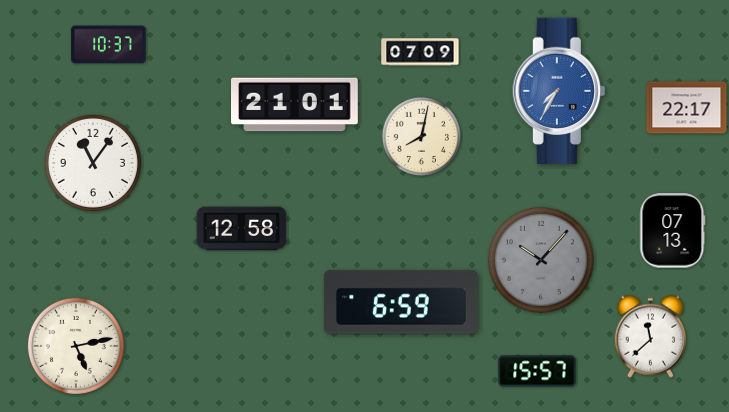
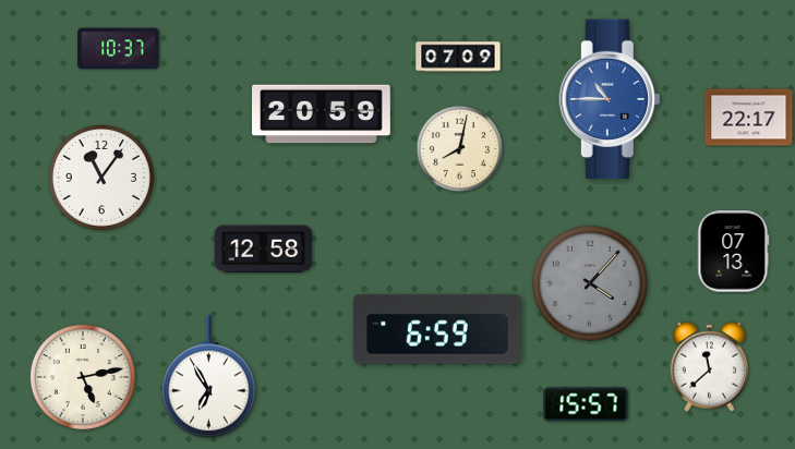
clock at (559, 91): 7:35 -> 10:45
clock at (295, 105): 21:01 -> 20:59
clock at (541, 260): 10:07 -> 4:07
clock at (208, 377): none -> 6:55
